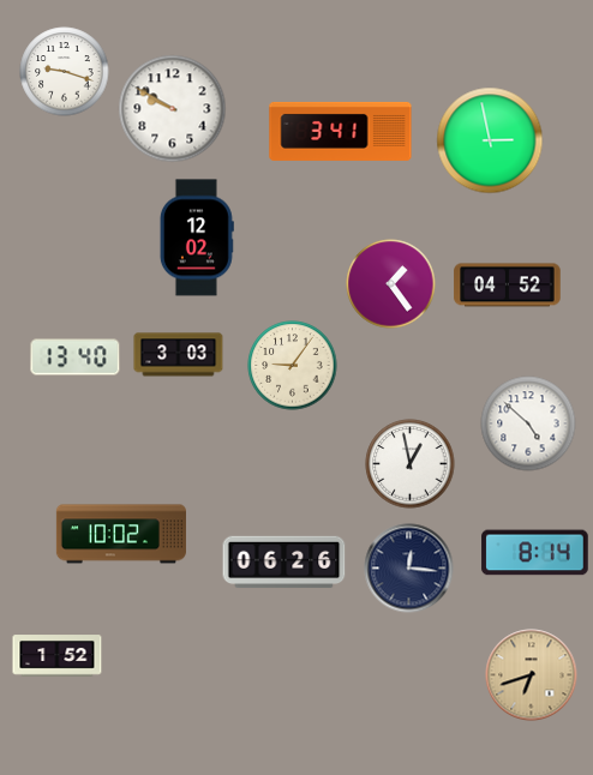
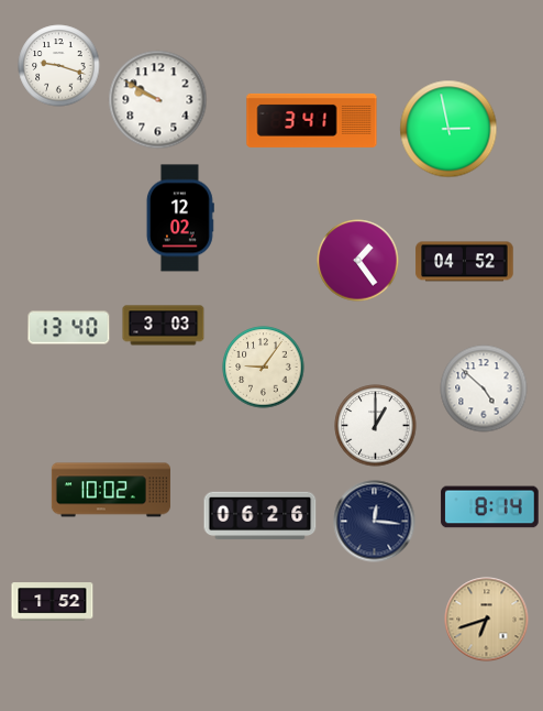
clock at (293, 366) position: (293, 366) -> (264, 368)
clock at (411, 464): 12:58 -> 1:00
